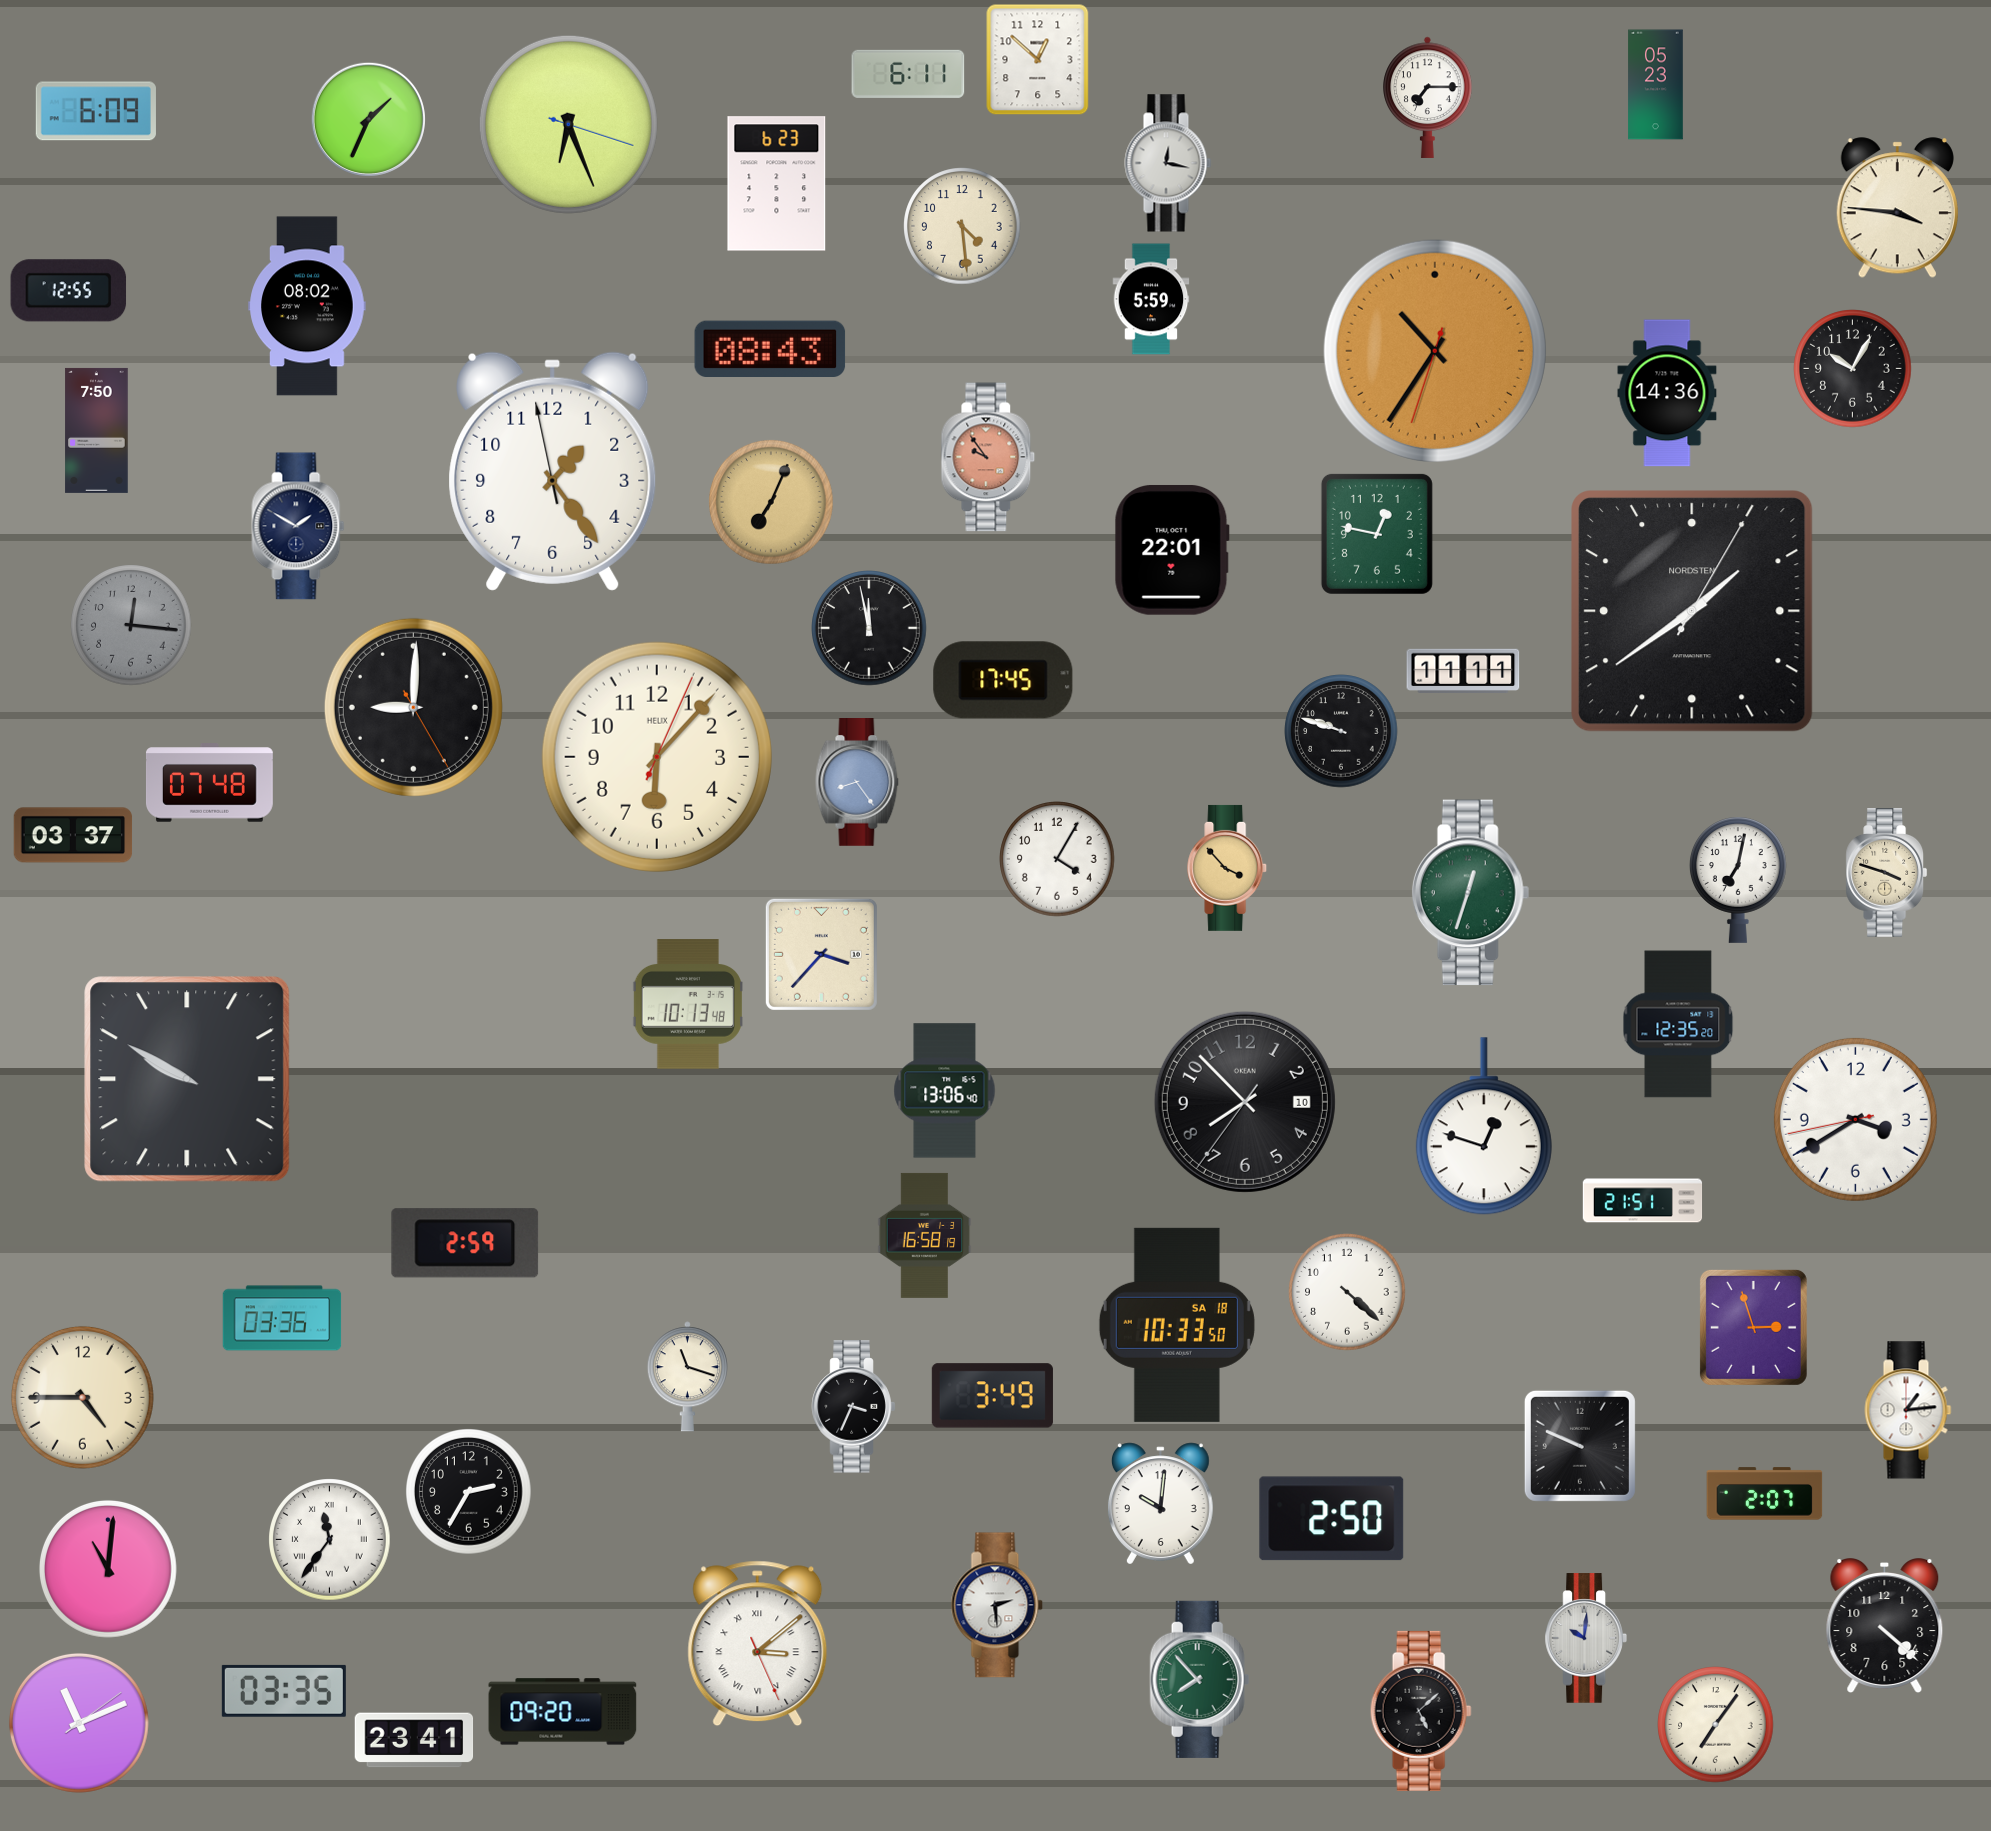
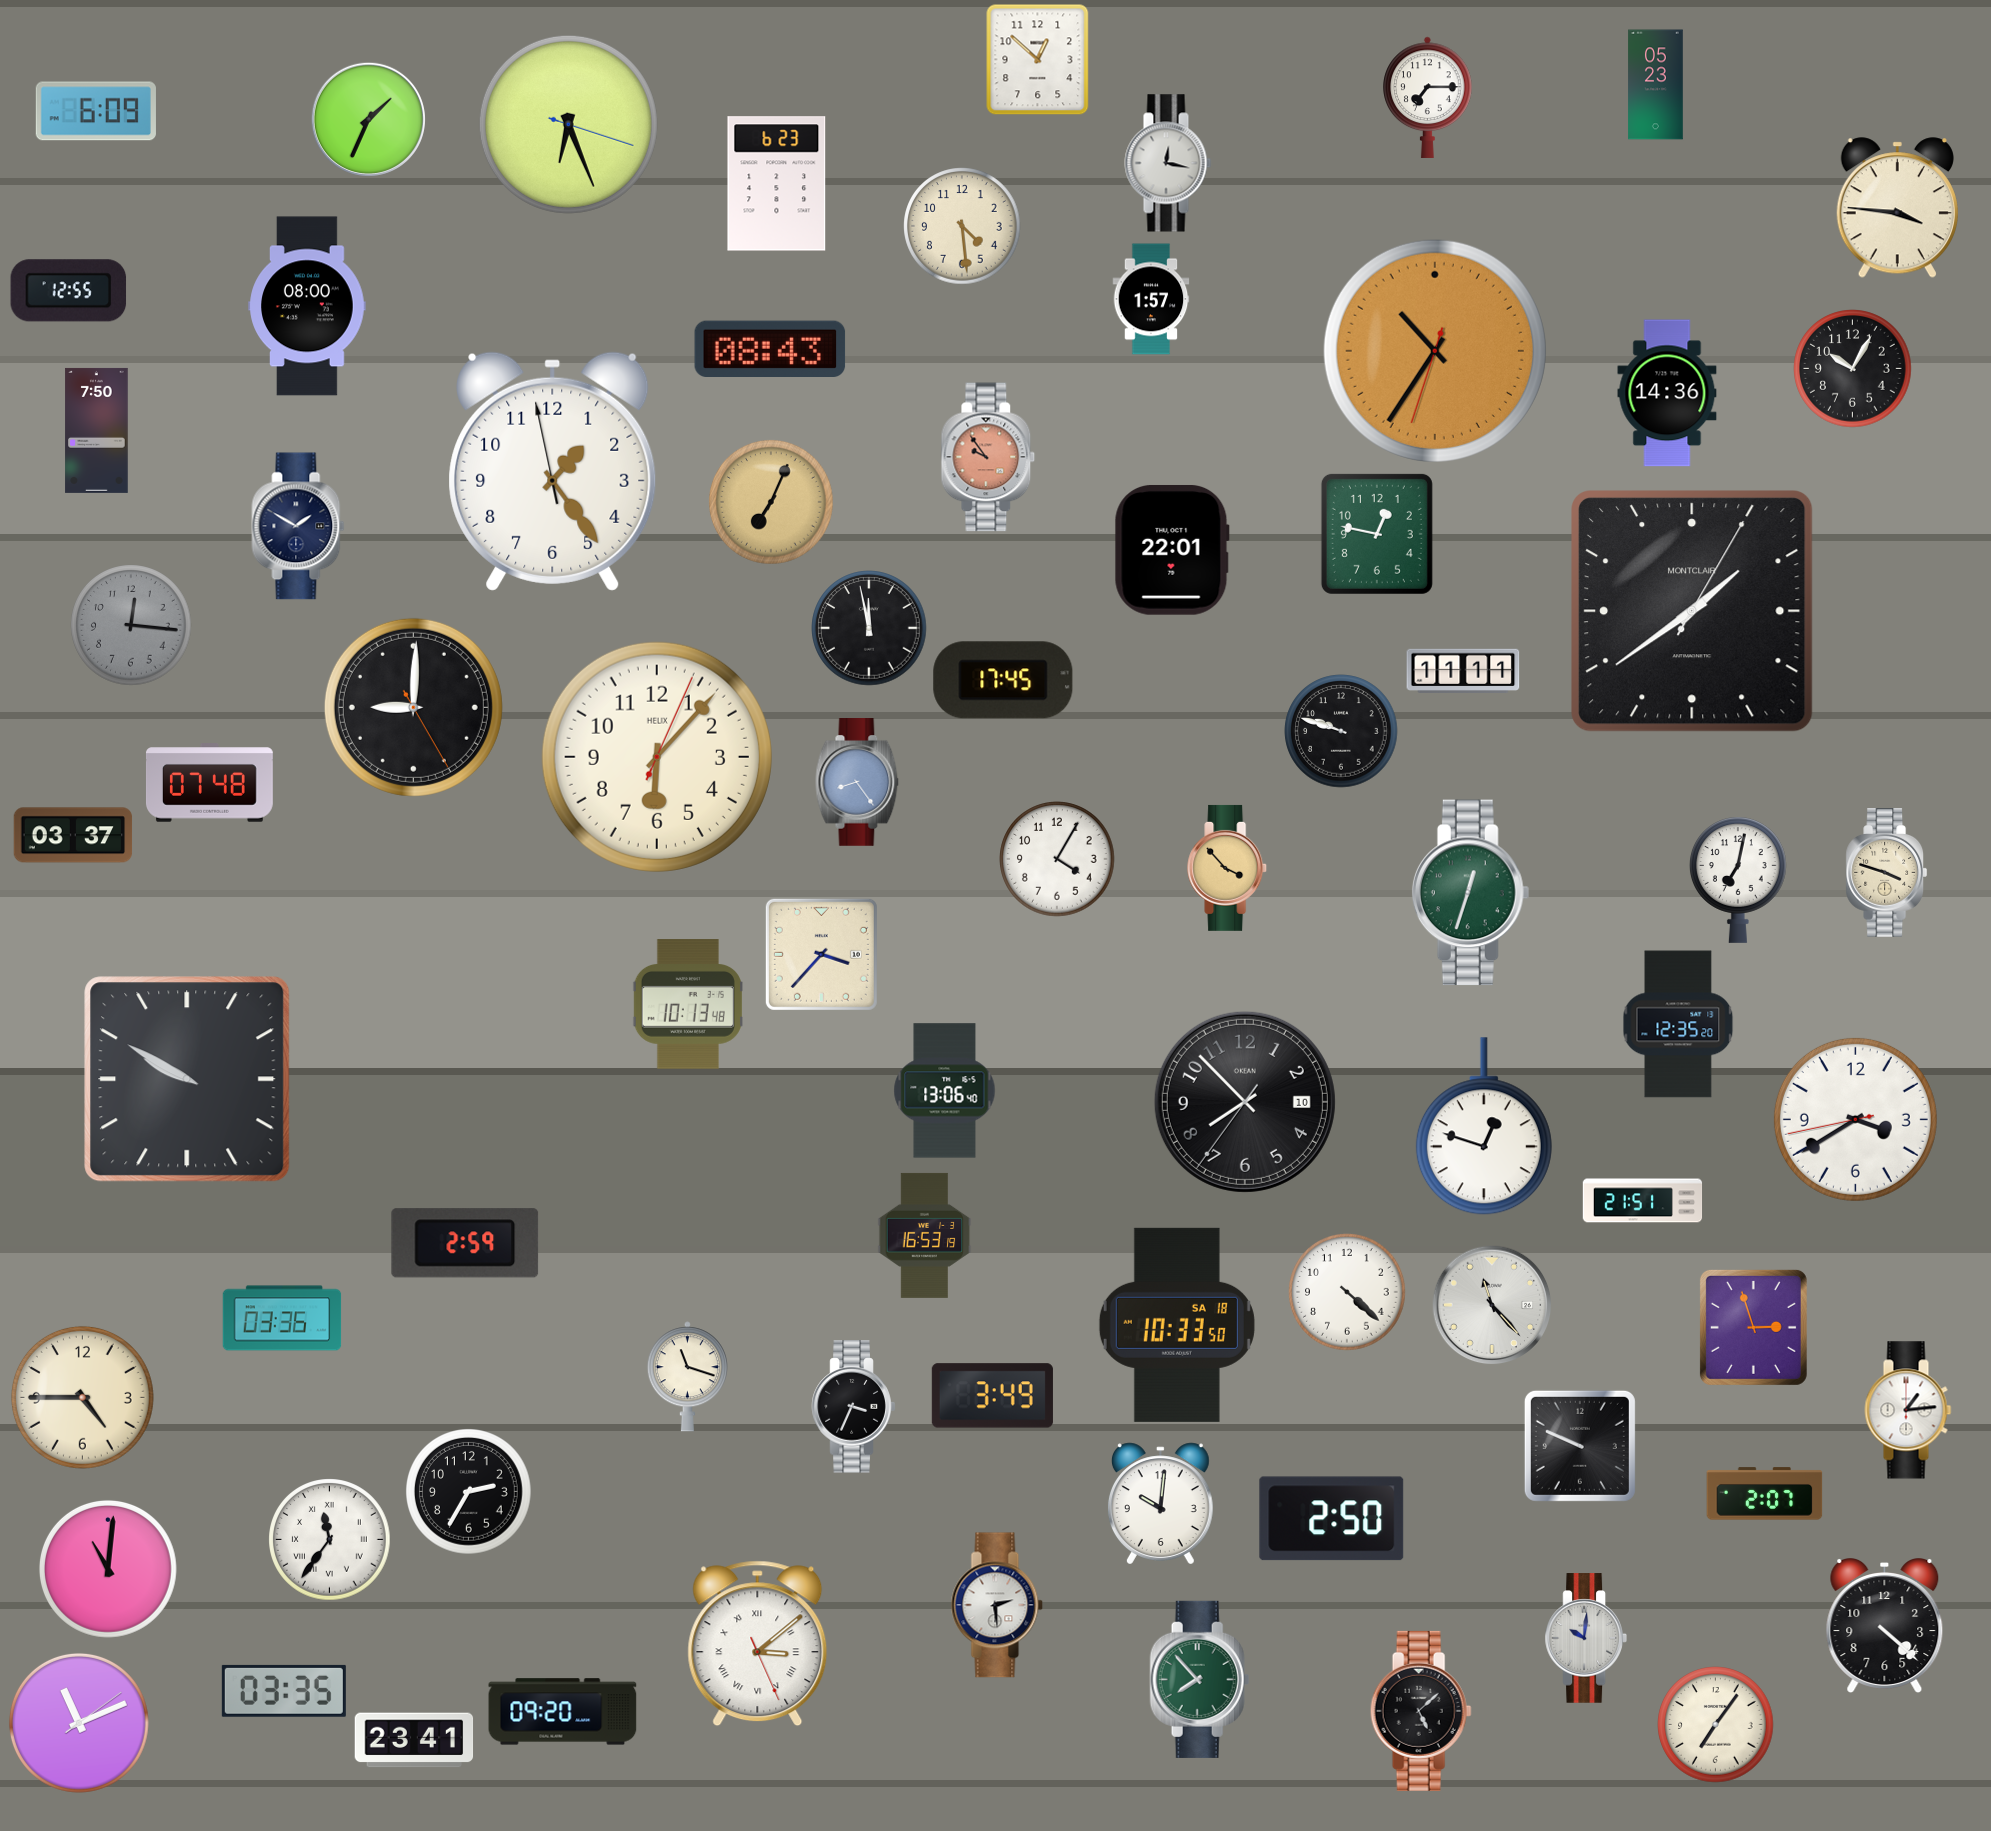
clock at (908, 74): 6:11 -> none
clock at (1151, 299): 5:59 -> 1:57
clock at (307, 306): 08:02 -> 08:00
clock at (1693, 612) brand: NORDSTEN -> MONTCLAIR
clock at (925, 1235): 16:58 -> 16:53
clock at (1492, 1305): none -> 11:23
